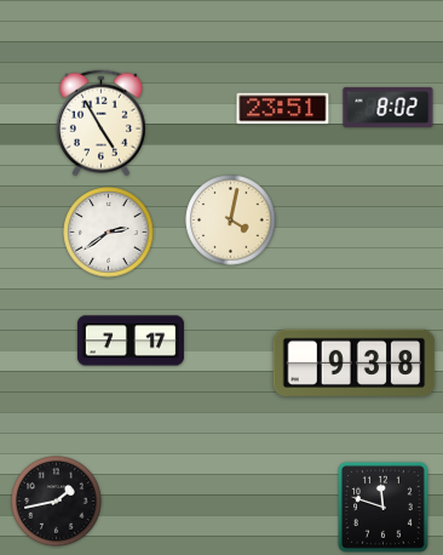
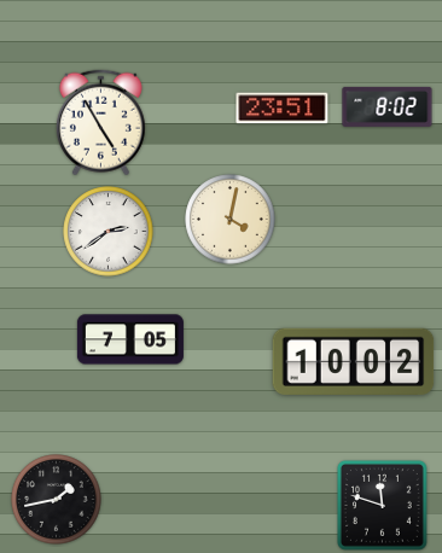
clock at (131, 341): 7:17 -> 7:05
clock at (355, 362): 9:38 -> 10:02
